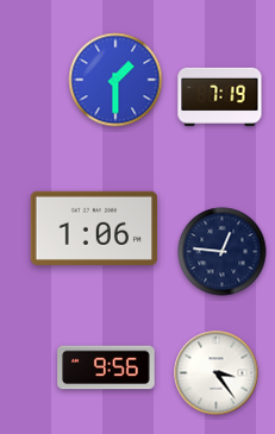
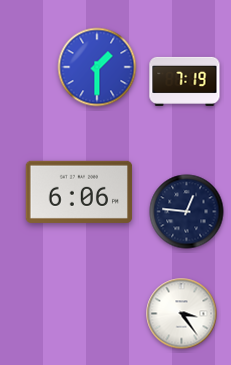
clock at (94, 228): 1:06 -> 6:06
clock at (106, 367): 9:56 -> none
